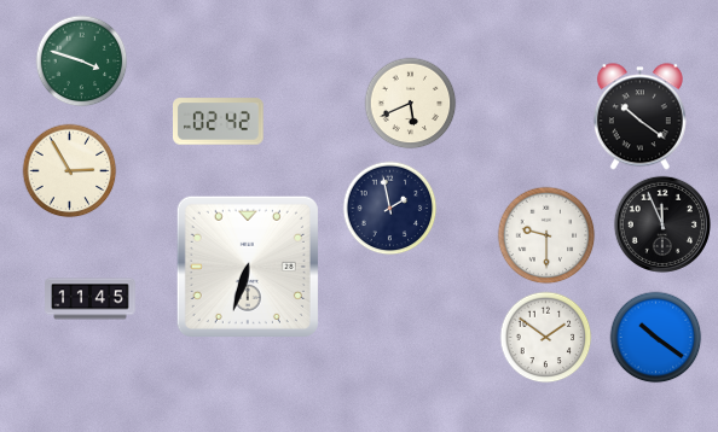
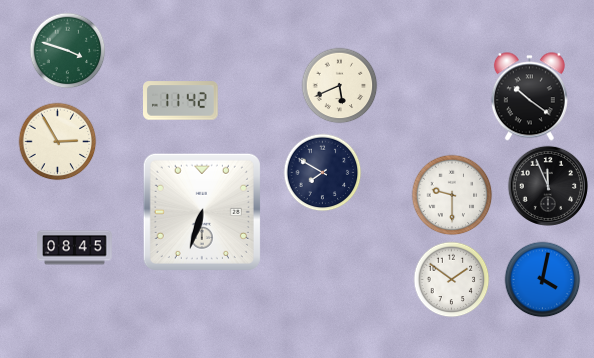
clock at (219, 122): 02:42 -> 11:42
clock at (390, 209): 1:58 -> 7:50
clock at (248, 267) position: (248, 267) -> (202, 212)
clock at (91, 299): 11:45 -> 08:45
clock at (656, 338): 10:21 -> 4:02
